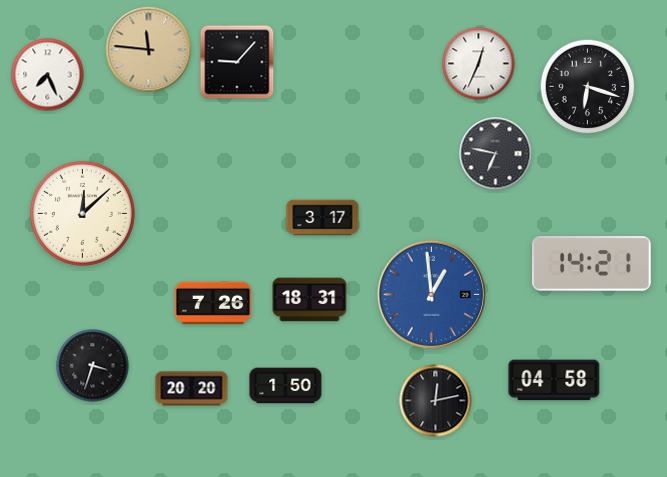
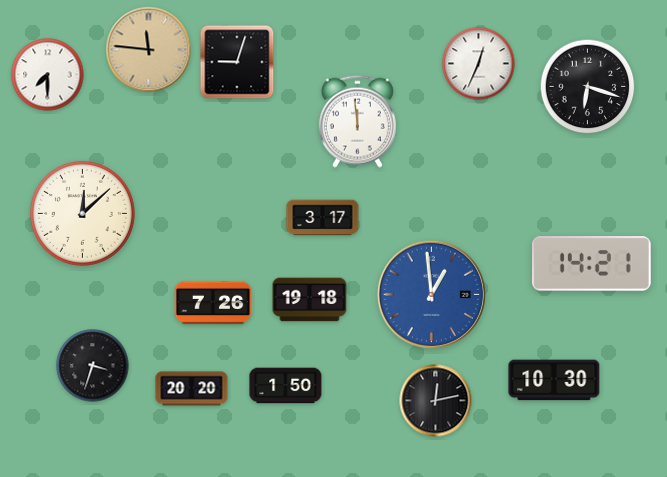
clock at (237, 62): 9:07 -> 9:03
clock at (48, 75): 7:26 -> 7:30
clock at (357, 121): none -> 11:59
clock at (496, 154): 6:47 -> none
clock at (310, 300): 18:31 -> 19:18
clock at (554, 380): 04:58 -> 10:30
